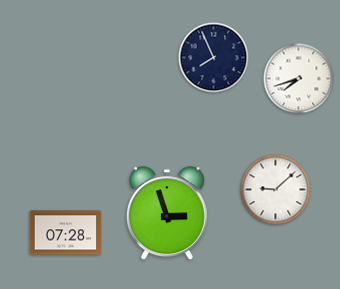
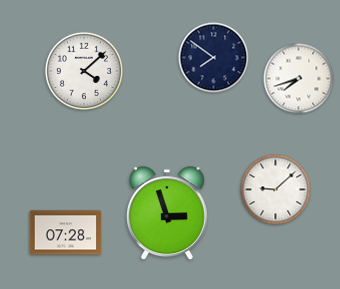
clock at (214, 58): 7:56 -> 7:51
clock at (83, 70): none -> 4:08
